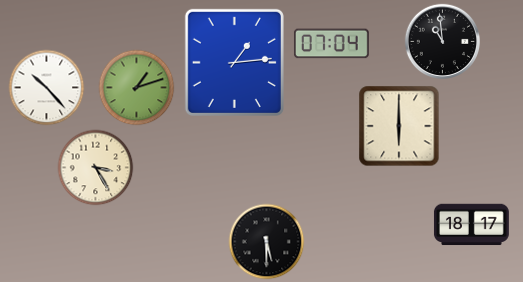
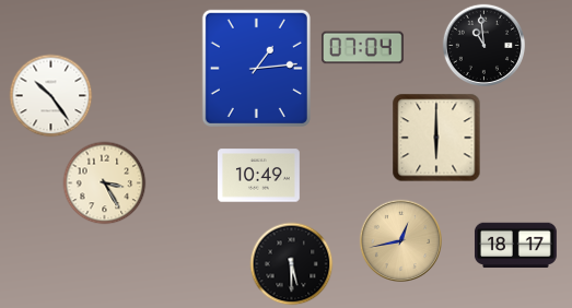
clock at (47, 88): 10:23 -> 10:24
clock at (137, 88): 1:12 -> none
clock at (259, 176): none -> 10:49
clock at (400, 240): none -> 12:43
